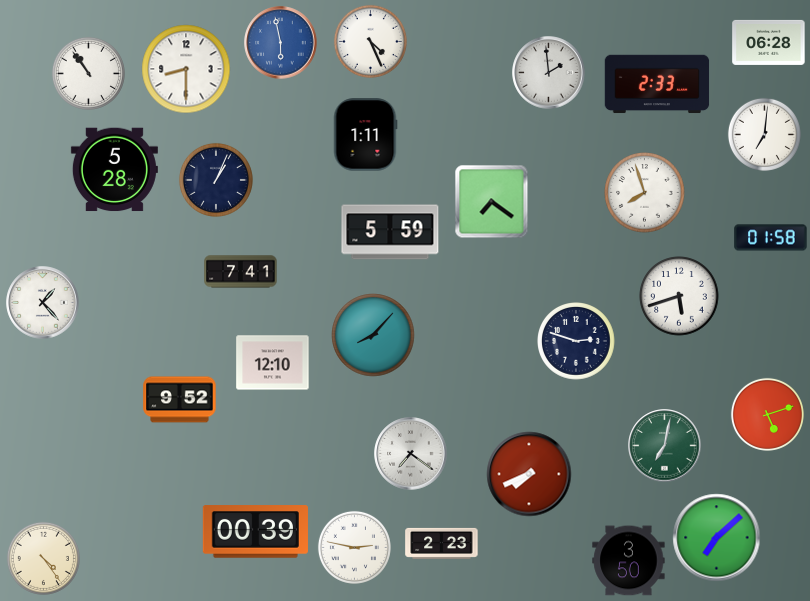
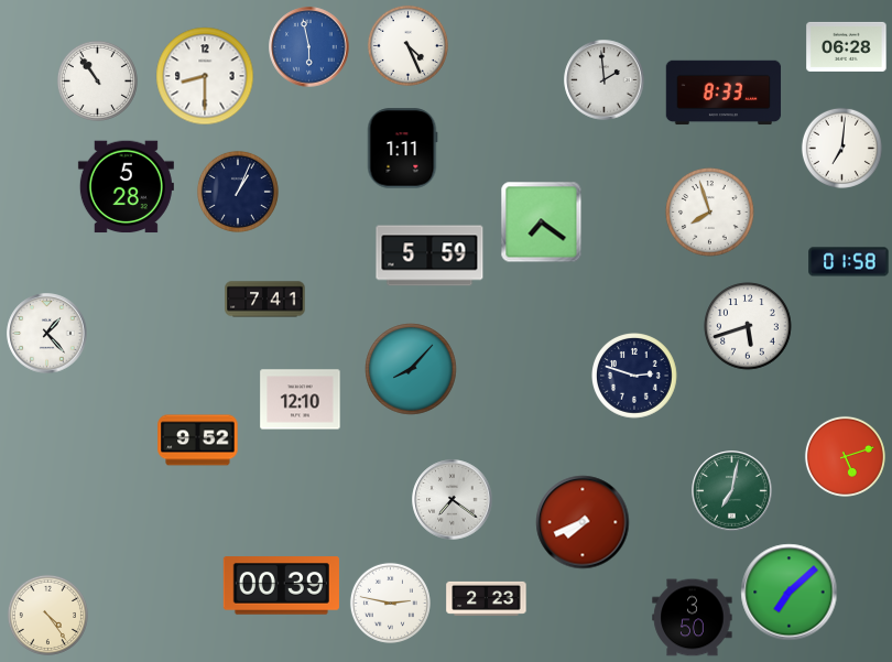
clock at (657, 84): 2:33 -> 8:33
clock at (216, 180) position: (216, 180) -> (238, 192)
